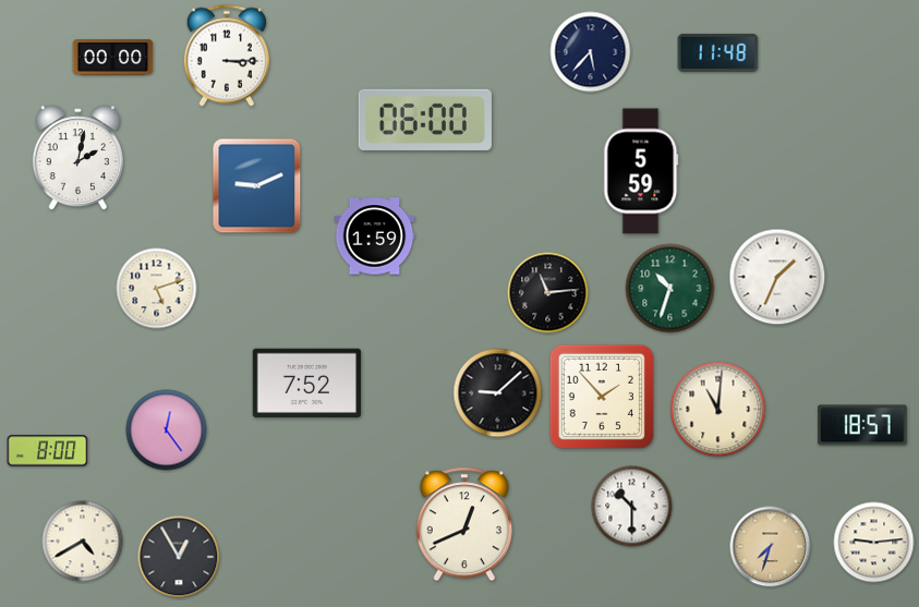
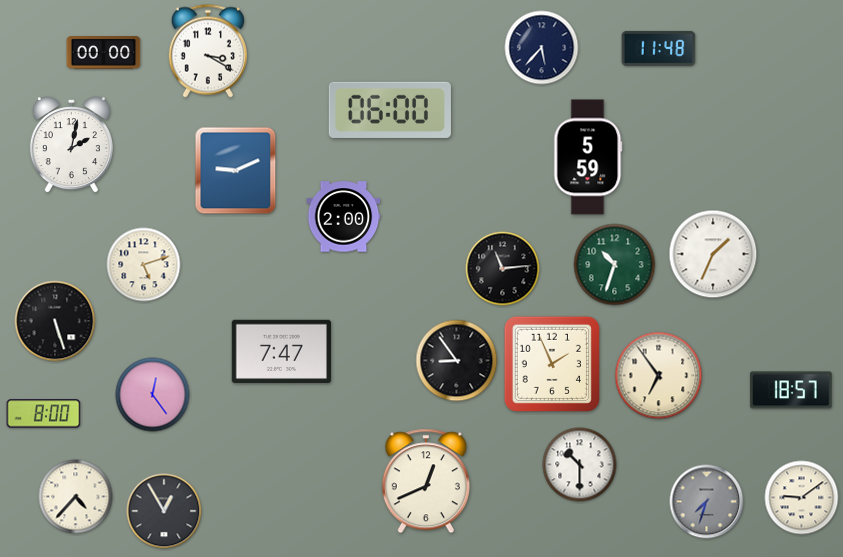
clock at (227, 56): 3:15 -> 3:20
clock at (375, 236): 1:59 -> 2:00
clock at (55, 321): none -> 5:27
clock at (306, 383): 7:52 -> 7:47
clock at (498, 393): 9:08 -> 8:54
clock at (602, 397): 1:53 -> 1:56
clock at (718, 410): 11:01 -> 6:54
clock at (83, 542): 4:40 -> 4:37
clock at (874, 543): 9:14 -> 9:09
clock at (771, 547) dial: champagne -> grey
